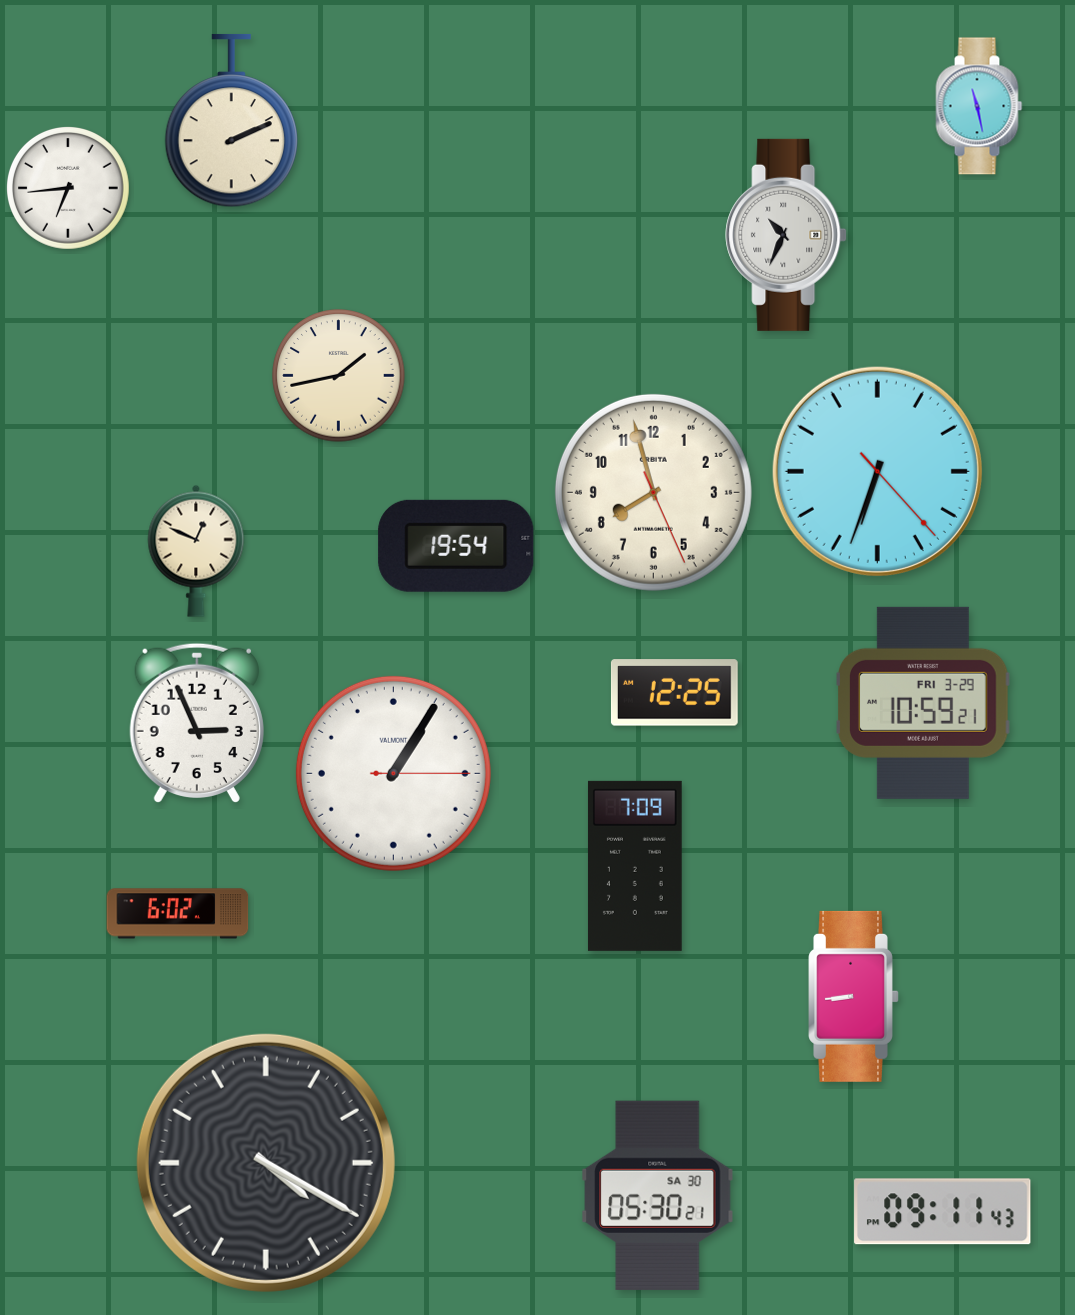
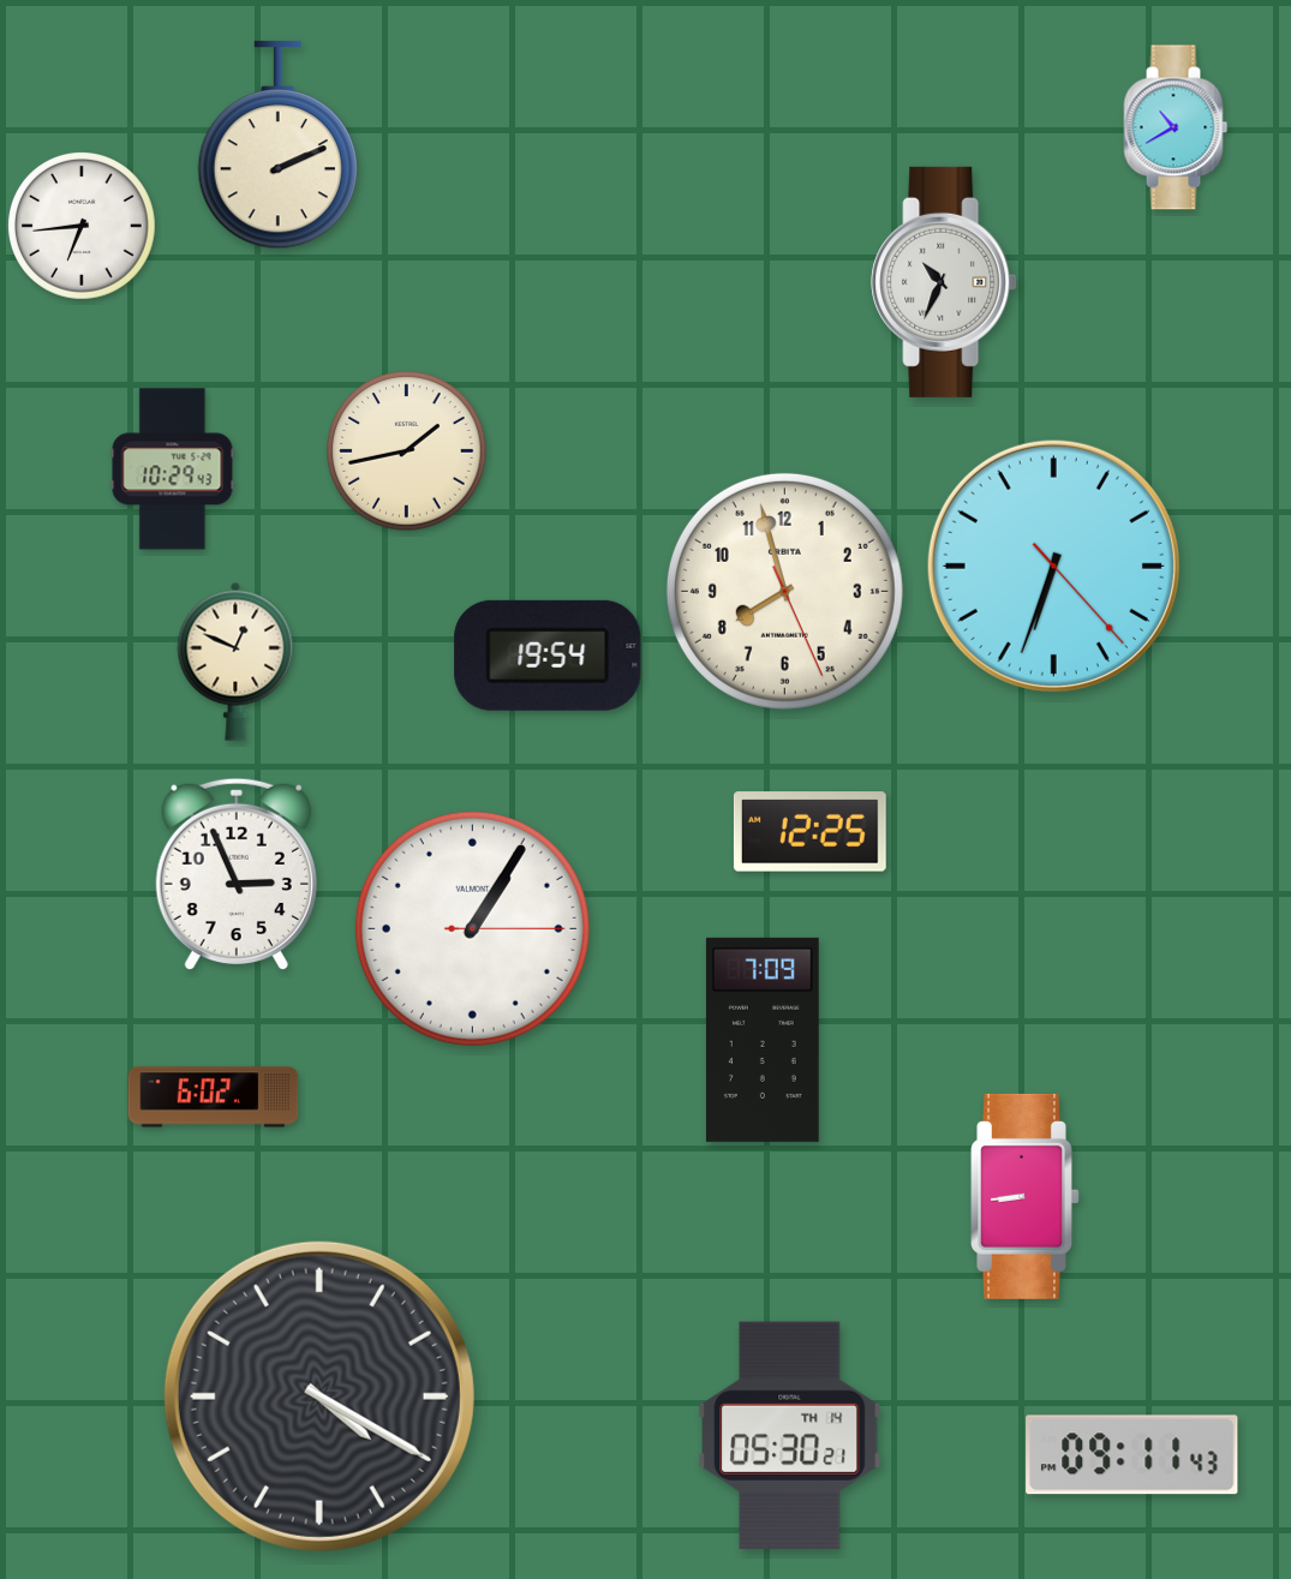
clock at (979, 106): 11:28 -> 10:40
clock at (173, 469): none -> 10:29
clock at (924, 703): 10:59 -> none
clock at (197, 723) position: (197, 723) -> (237, 874)
clock at (658, 1195) date: SA 30 -> TH 14
